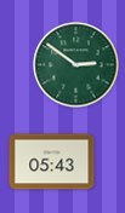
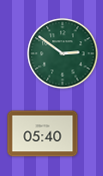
clock at (52, 162): 05:43 -> 05:40
